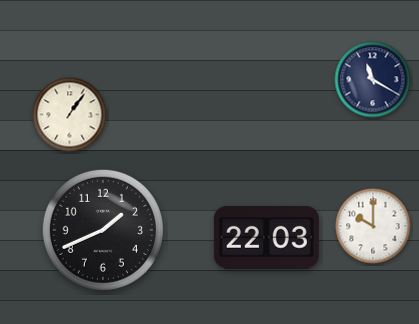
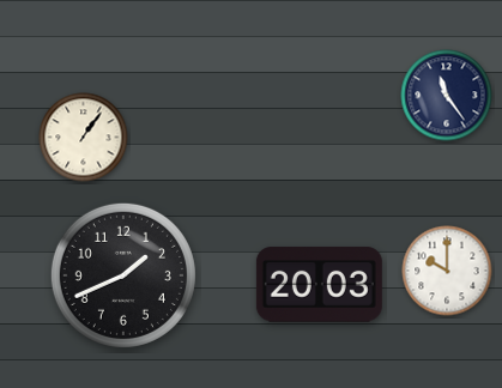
clock at (373, 80): 11:20 -> 11:24
clock at (266, 238): 22:03 -> 20:03
